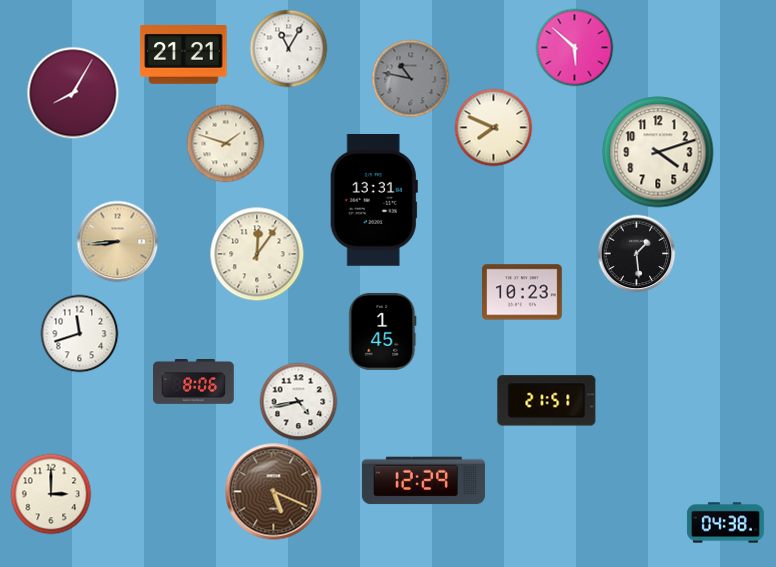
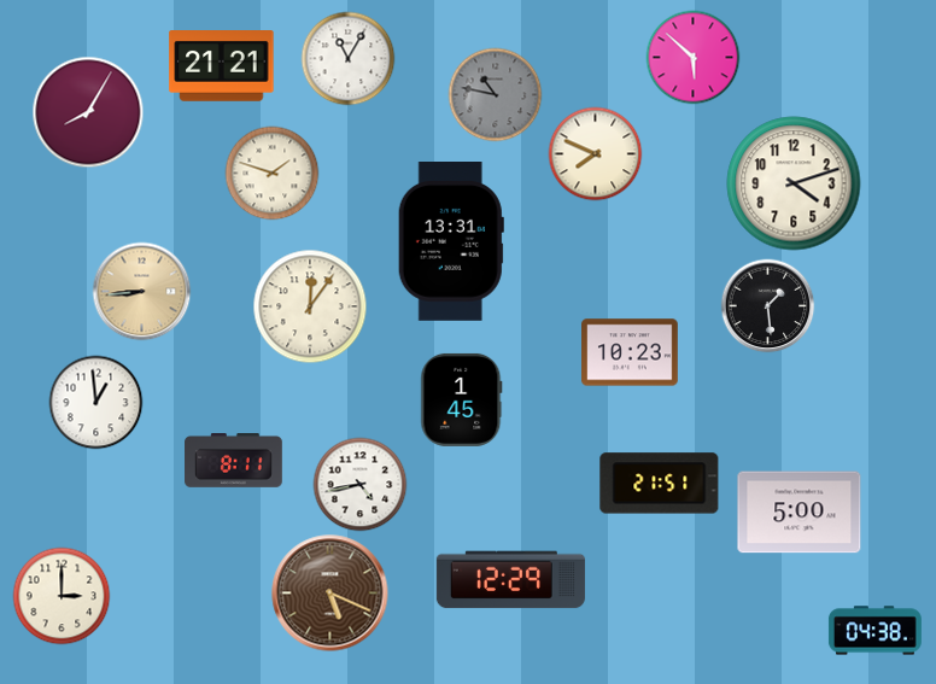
clock at (79, 333): 11:42 -> 12:59
clock at (194, 382): 8:06 -> 8:11
clock at (800, 513): none -> 5:00
